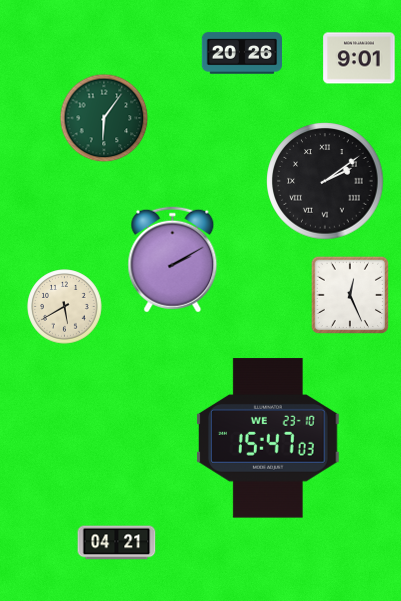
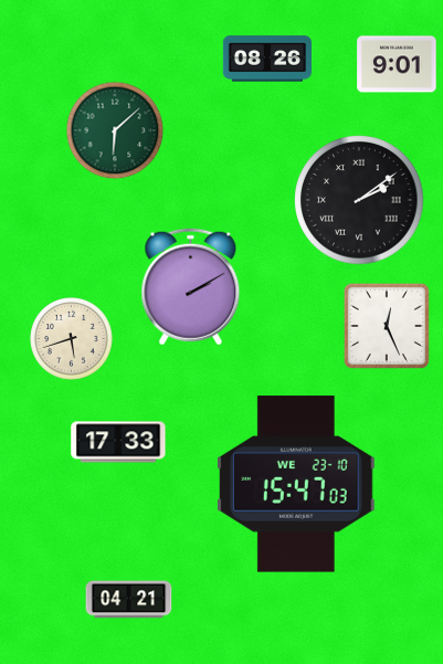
clock at (241, 53): 20:26 -> 08:26
clock at (104, 118): 6:06 -> 6:08
clock at (65, 307): 5:40 -> 5:42
clock at (118, 442): none -> 17:33
